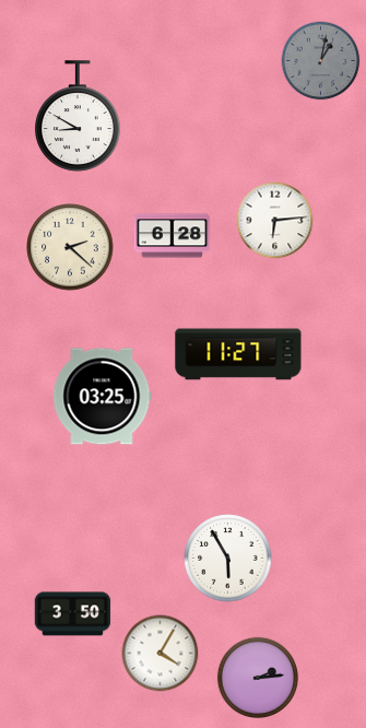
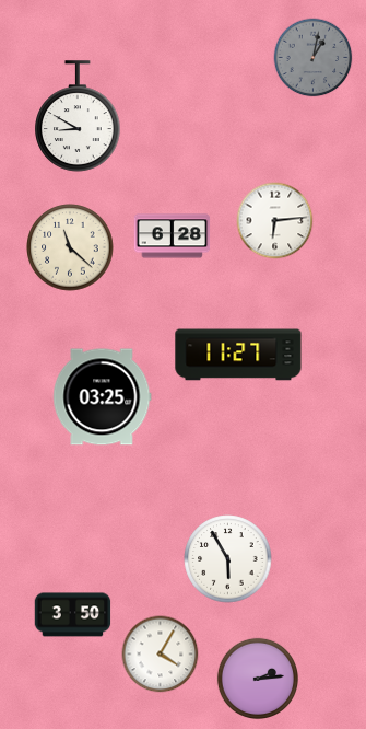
clock at (321, 61) position: (321, 61) -> (314, 58)
clock at (70, 247): 2:22 -> 11:22
